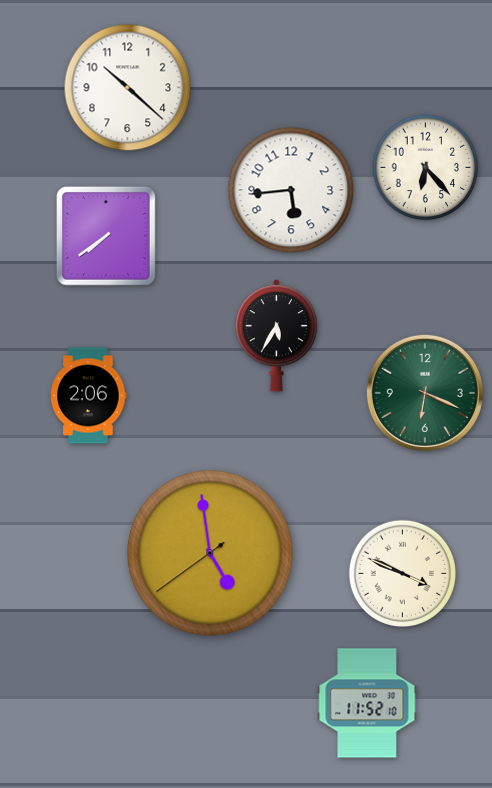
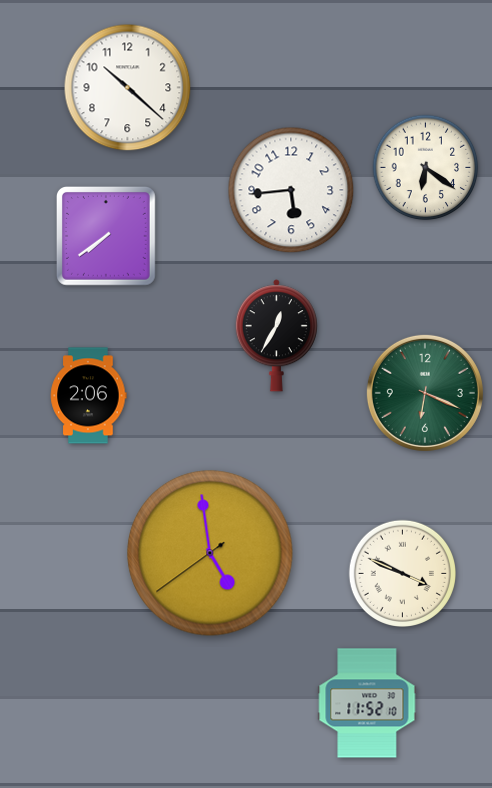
clock at (426, 168): 6:23 -> 6:21
clock at (276, 336): 5:35 -> 12:35
